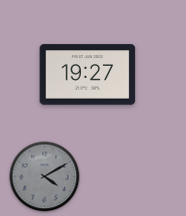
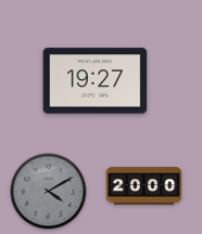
clock at (144, 186): none -> 20:00
